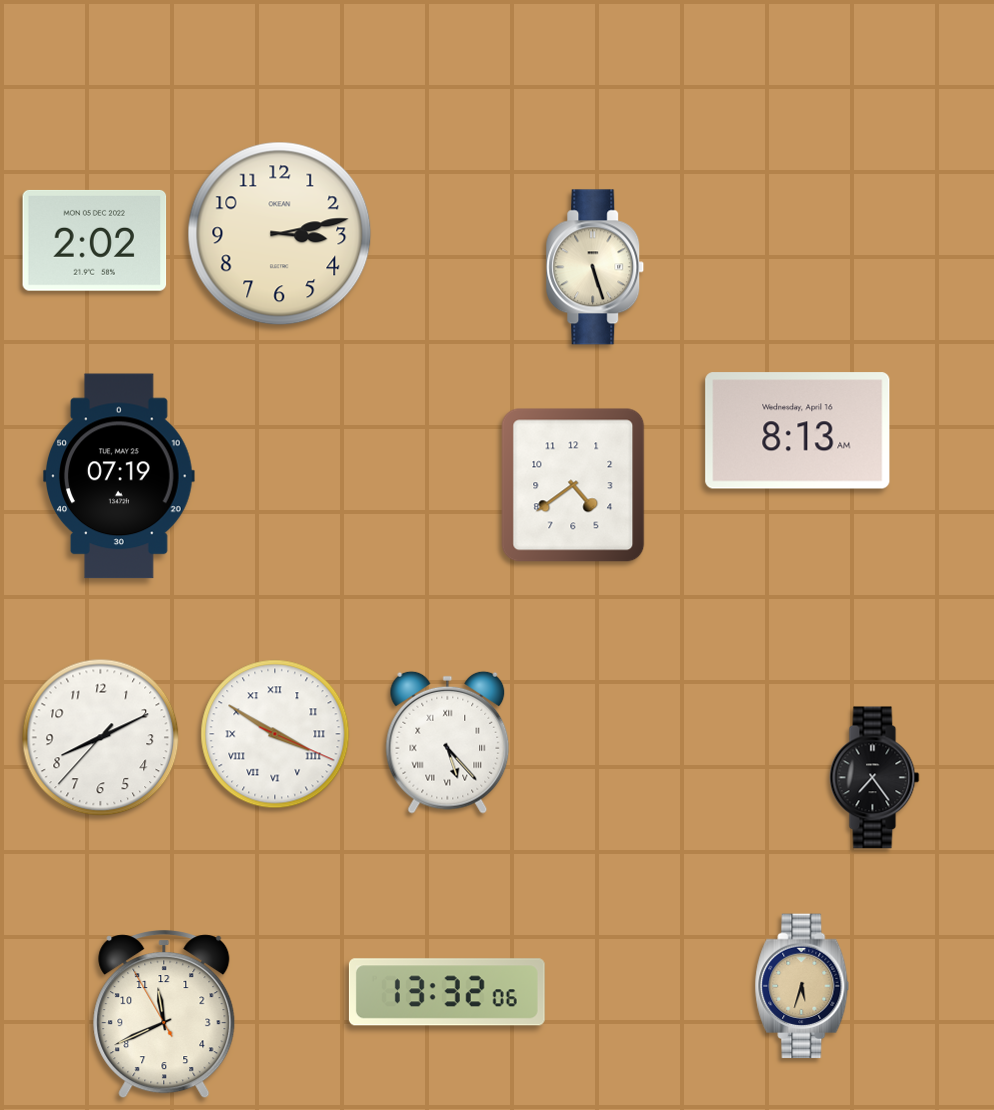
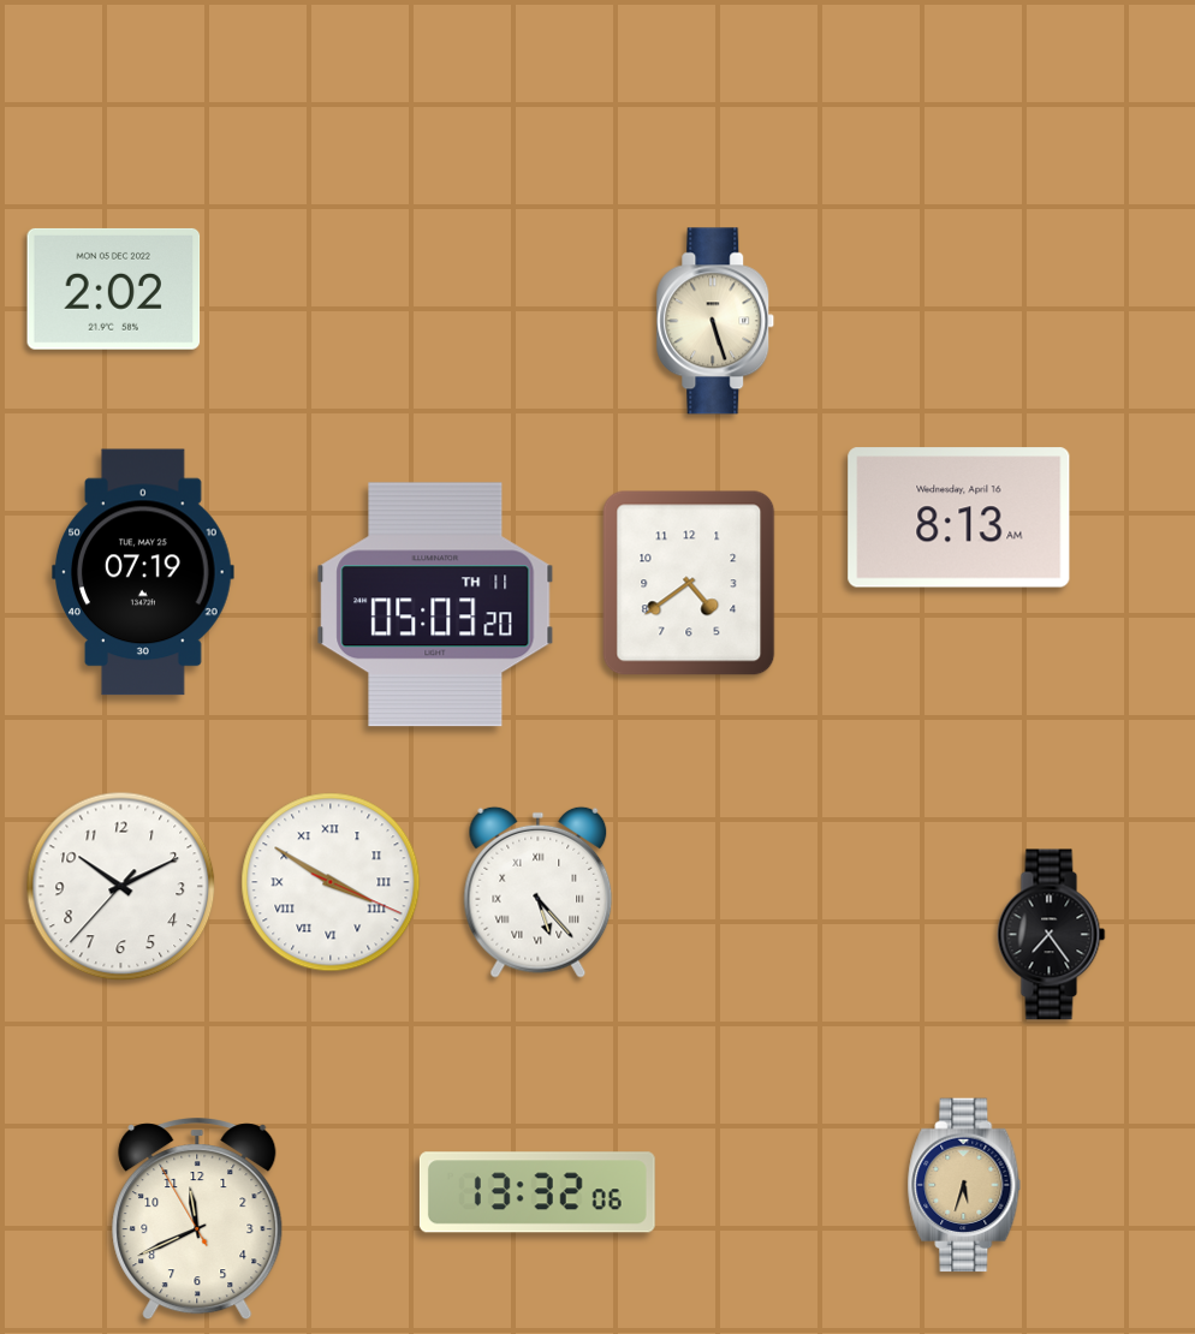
clock at (280, 234): 3:13 -> none
clock at (435, 605): none -> 05:03
clock at (101, 738): 8:10 -> 10:10
